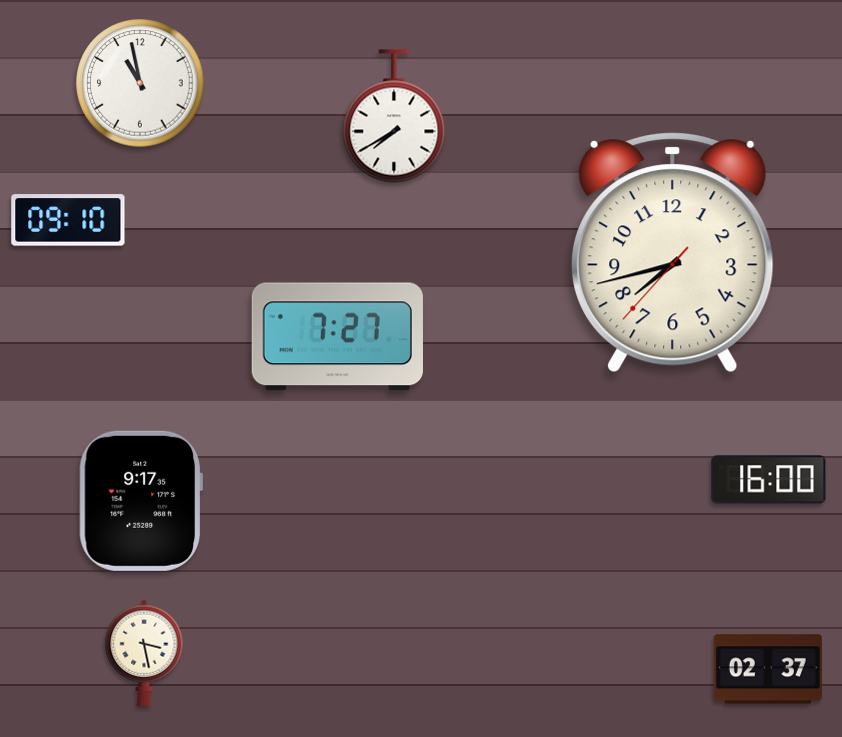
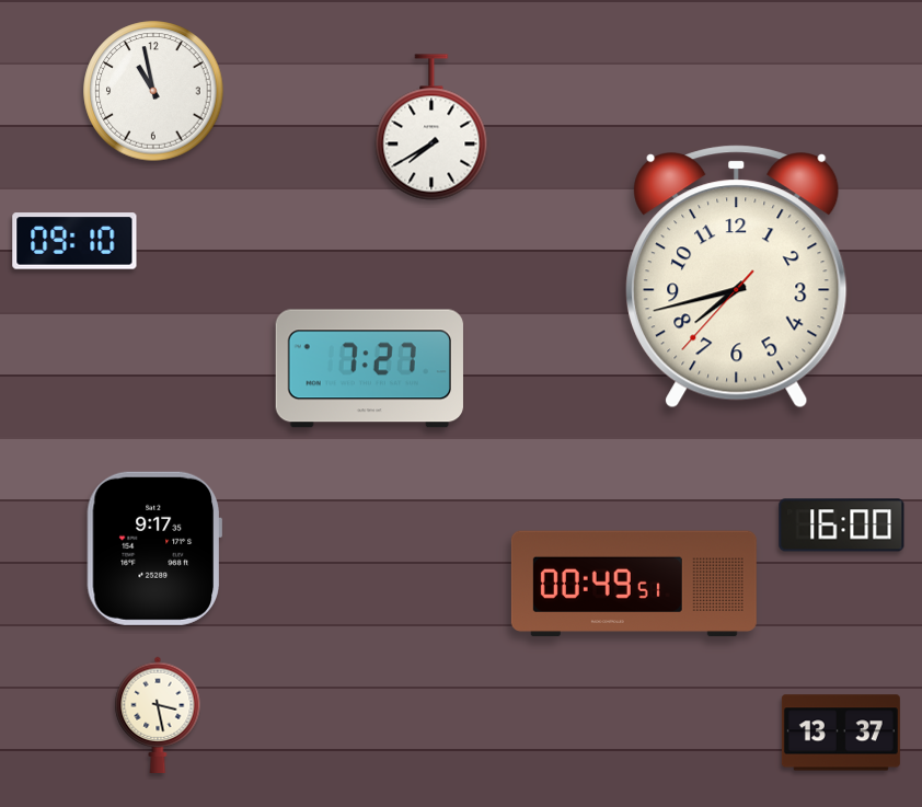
clock at (634, 584): none -> 00:49
clock at (768, 669): 02:37 -> 13:37
